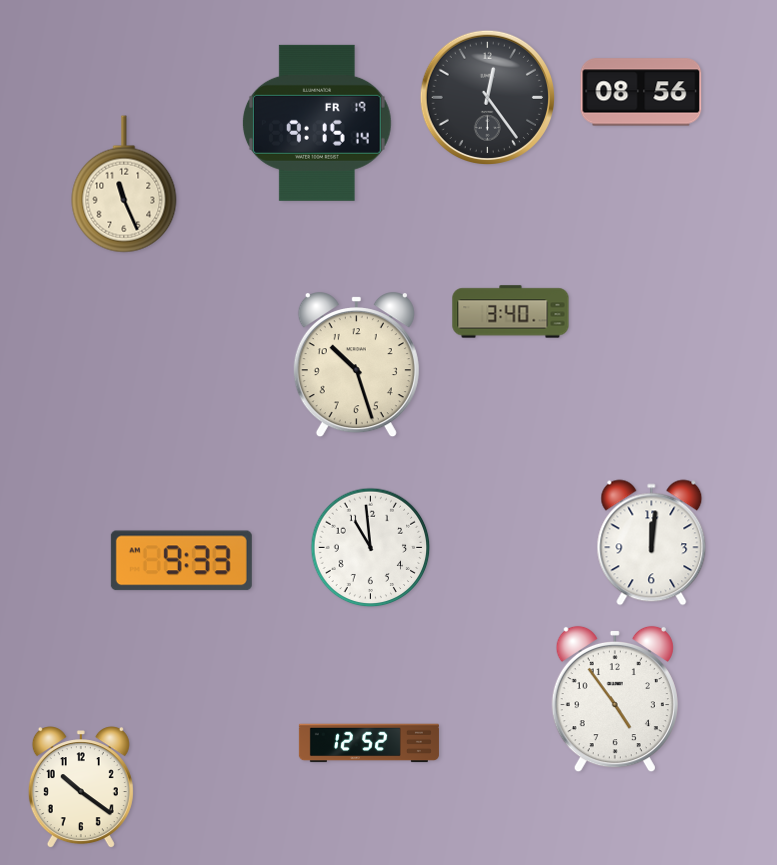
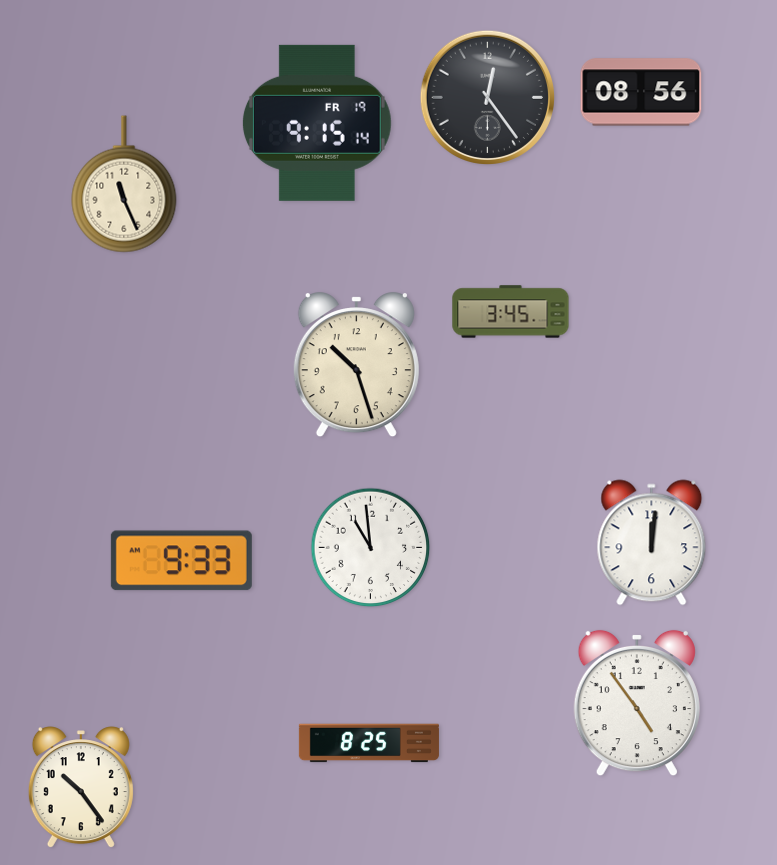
clock at (511, 312): 3:40 -> 3:45
clock at (615, 699) position: (615, 699) -> (637, 703)
clock at (369, 743): 12:52 -> 8:25
clock at (81, 788): 10:21 -> 10:24
